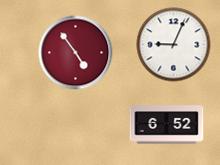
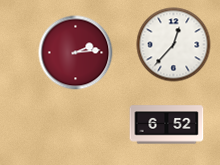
clock at (174, 45): 9:04 -> 12:37
clock at (76, 53): 4:54 -> 2:14
